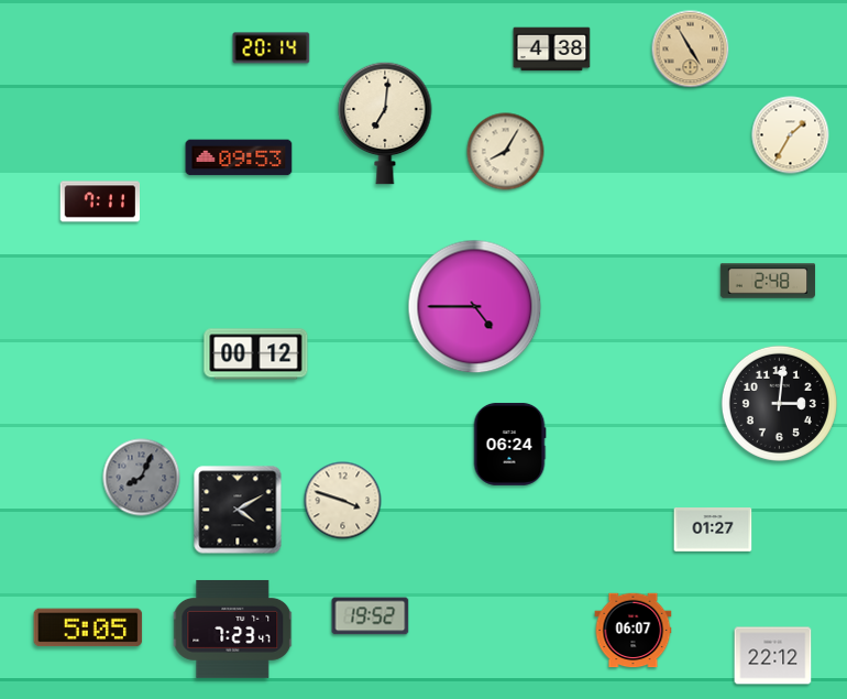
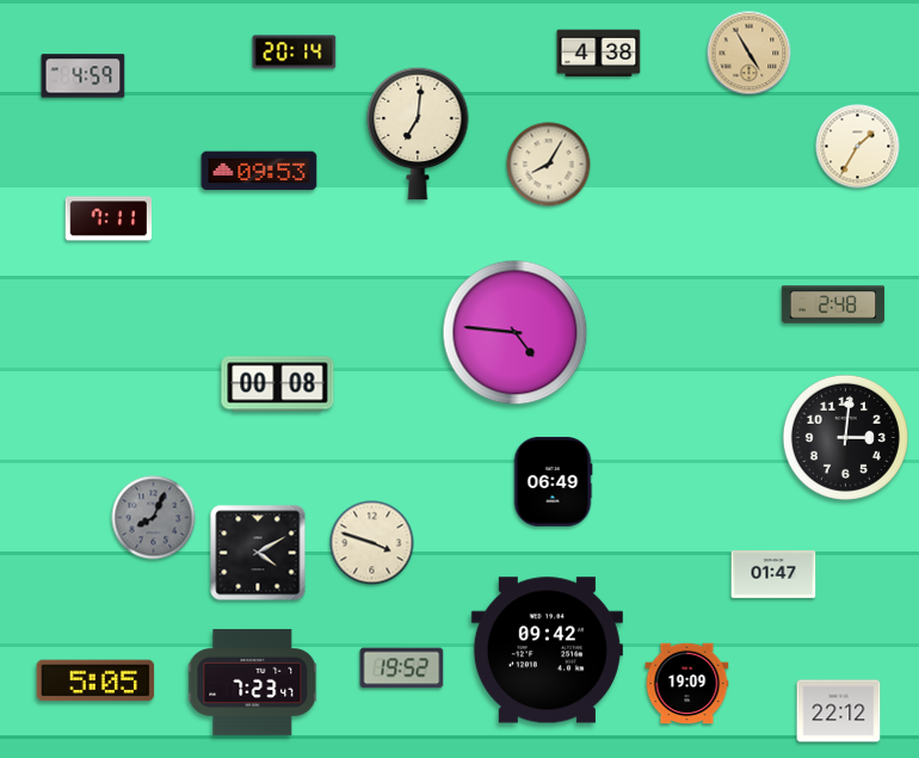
clock at (84, 76): none -> 4:59
clock at (475, 307): 4:45 -> 4:46
clock at (256, 354): 00:12 -> 00:08
clock at (509, 444): 06:24 -> 06:49
clock at (713, 531): 01:27 -> 01:47
clock at (547, 651): none -> 09:42
clock at (634, 631): 06:07 -> 19:09
